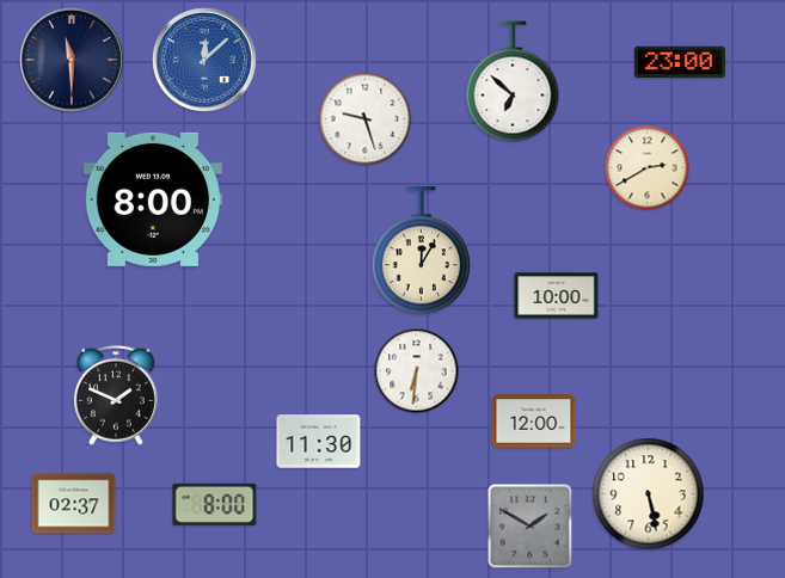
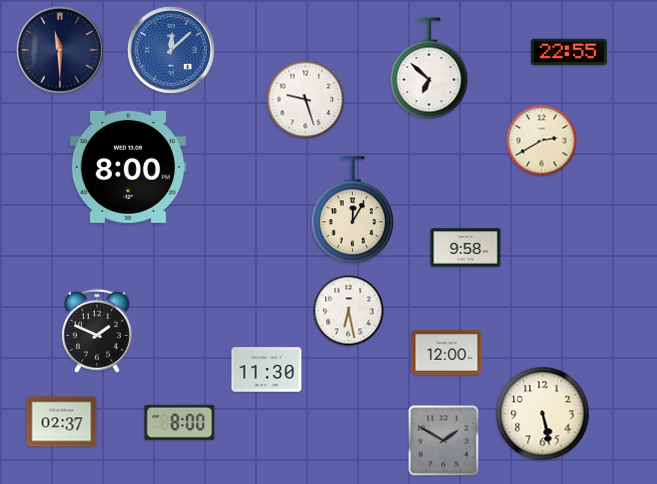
clock at (680, 62): 23:00 -> 22:55
clock at (557, 296): 10:00 -> 9:58
clock at (417, 371): 6:31 -> 6:28
